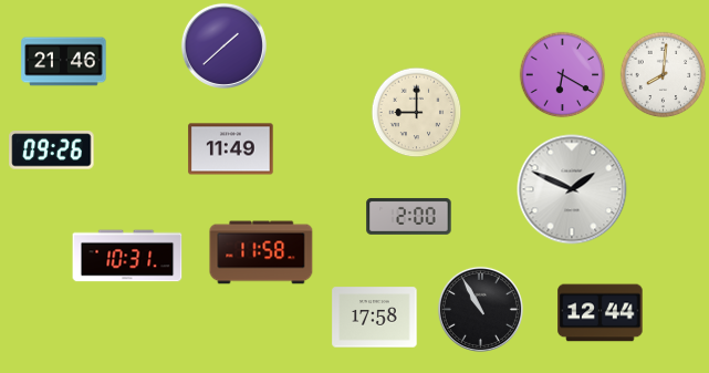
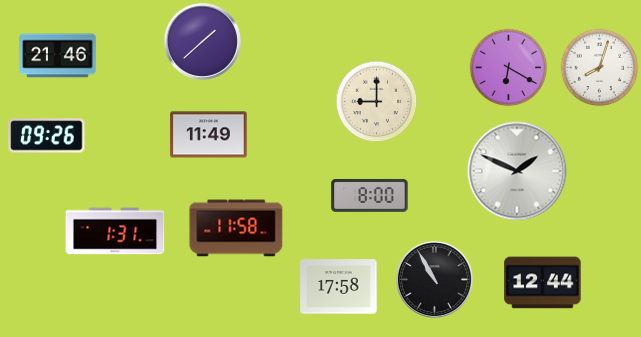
clock at (663, 74): 8:01 -> 8:03
clock at (409, 217): 2:00 -> 8:00
clock at (127, 256): 10:31 -> 1:31
